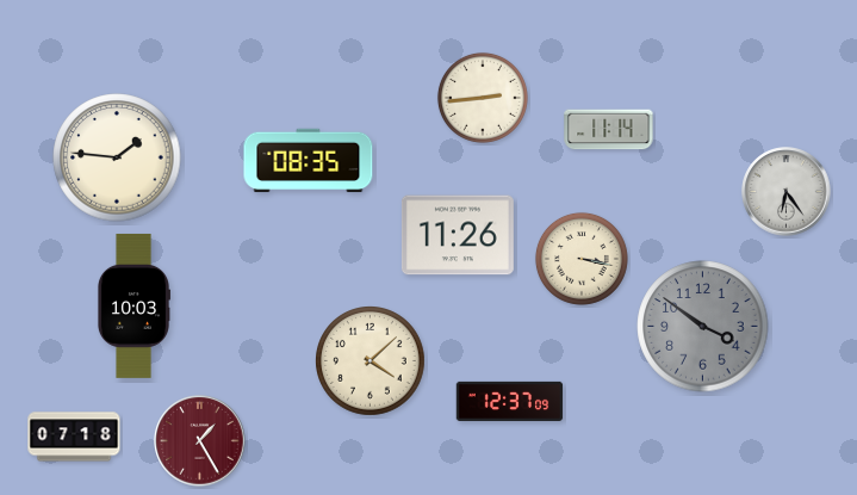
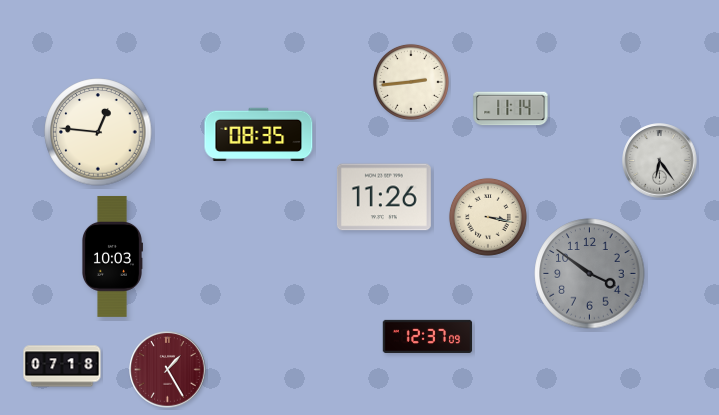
clock at (483, 98) position: (483, 98) -> (411, 82)
clock at (117, 157): 1:46 -> 12:46
clock at (371, 361): 4:08 -> none
